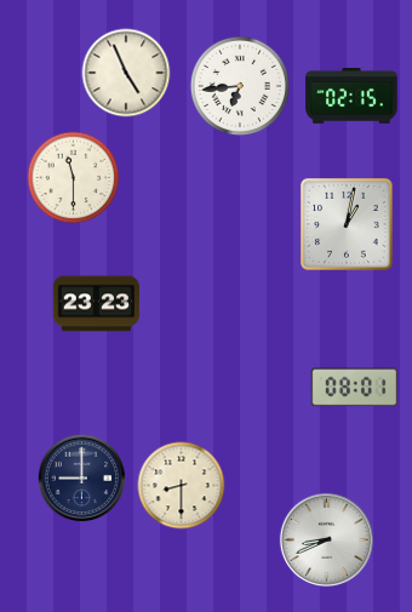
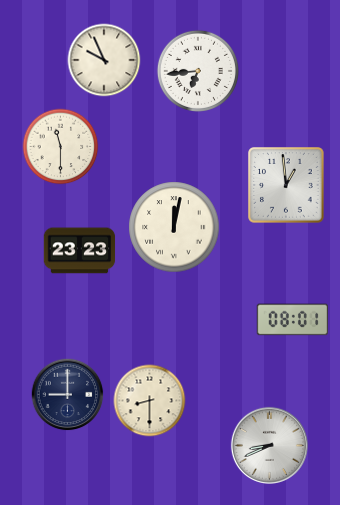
clock at (126, 73): 4:56 -> 9:56
clock at (351, 96): 02:15 -> none
clock at (347, 224): 1:02 -> 12:59
clock at (174, 227): none -> 12:02
